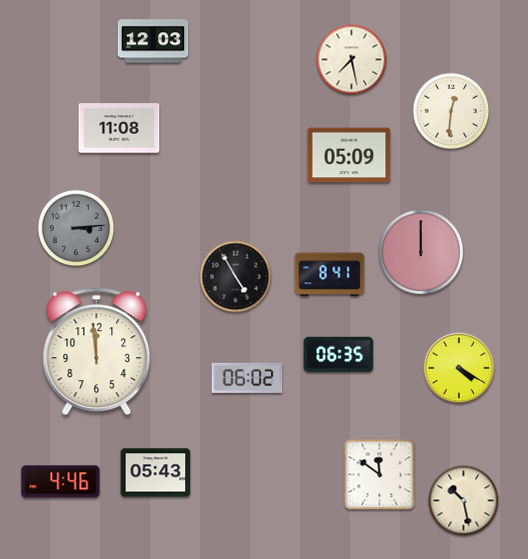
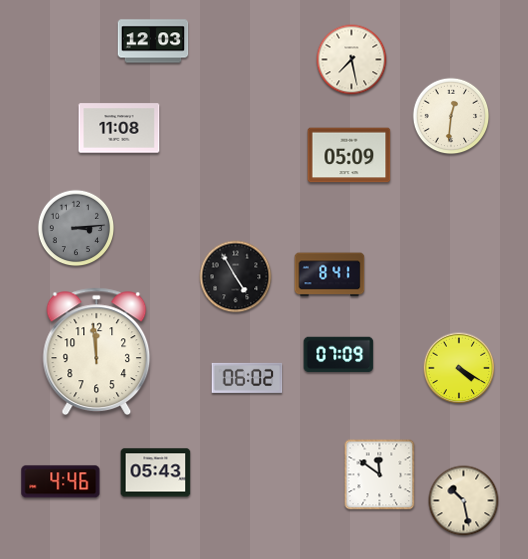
clock at (451, 111) position: (451, 111) -> (451, 116)
clock at (421, 252): 12:00 -> none
clock at (339, 355): 06:35 -> 07:09
